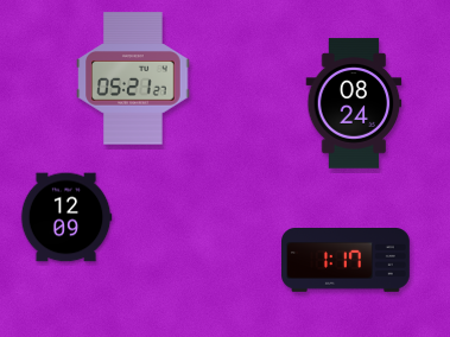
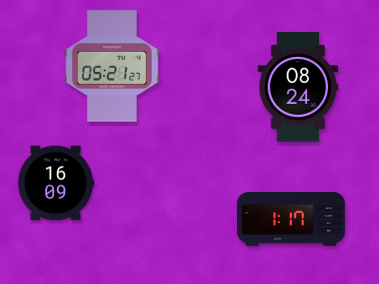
clock at (66, 217): 12:09 -> 16:09
